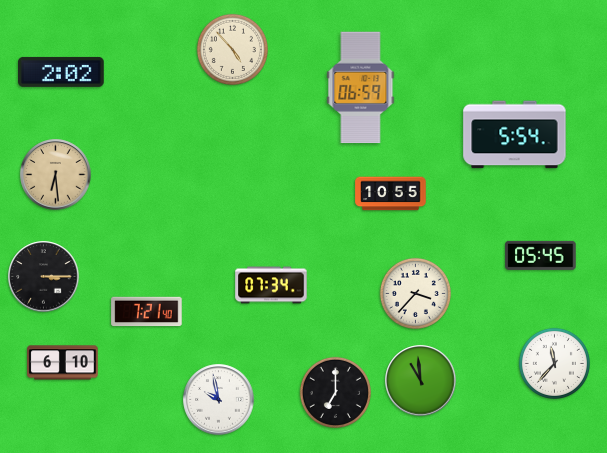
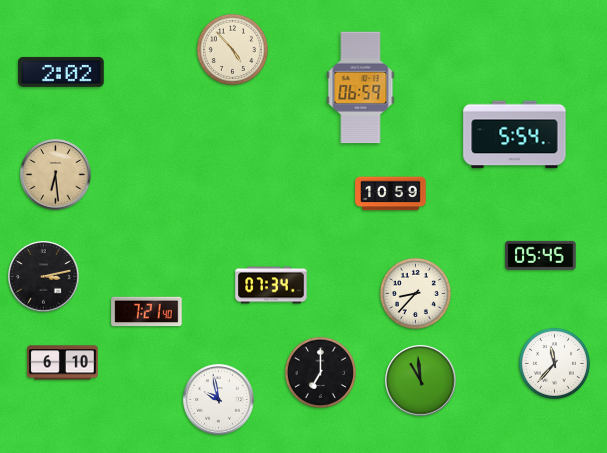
clock at (391, 194): 10:55 -> 10:59
clock at (44, 277): 3:15 -> 3:13
clock at (415, 293): 3:37 -> 8:37
clock at (335, 392) position: (335, 392) -> (320, 372)
